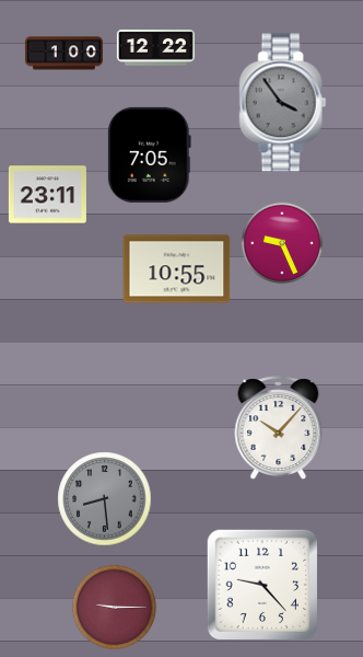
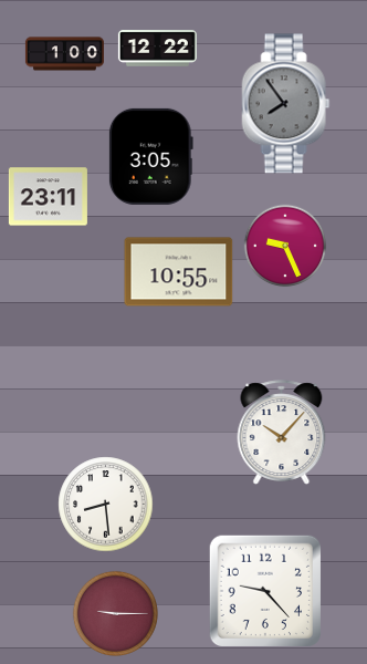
clock at (283, 103): 3:54 -> 7:54
clock at (149, 154): 7:05 -> 3:05
clock at (105, 499) dial: grey -> white
